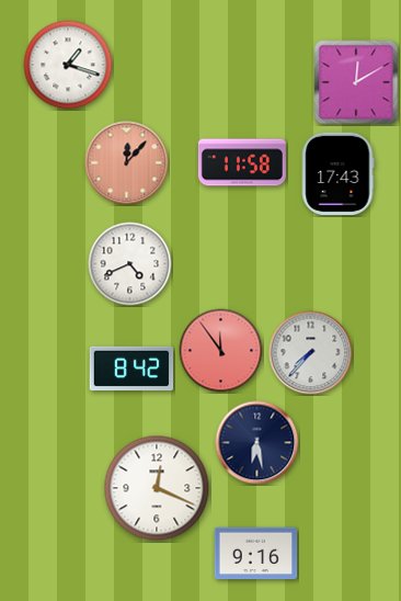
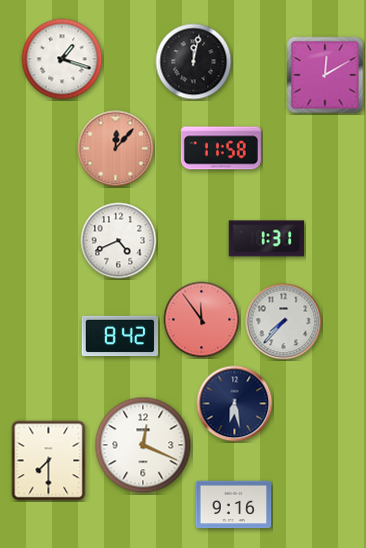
clock at (194, 62): none -> 12:02
clock at (337, 174): 17:43 -> none
clock at (267, 239): none -> 1:31
clock at (49, 461): none -> 7:30
